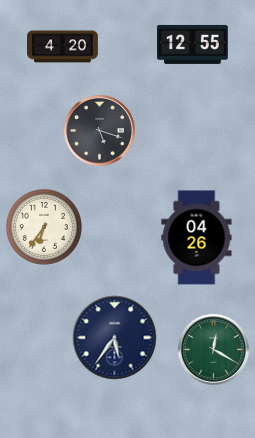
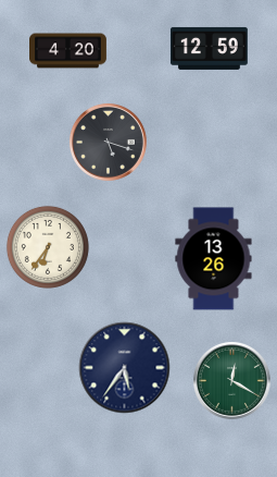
clock at (192, 44): 12:55 -> 12:59
clock at (197, 238): 04:26 -> 13:26
